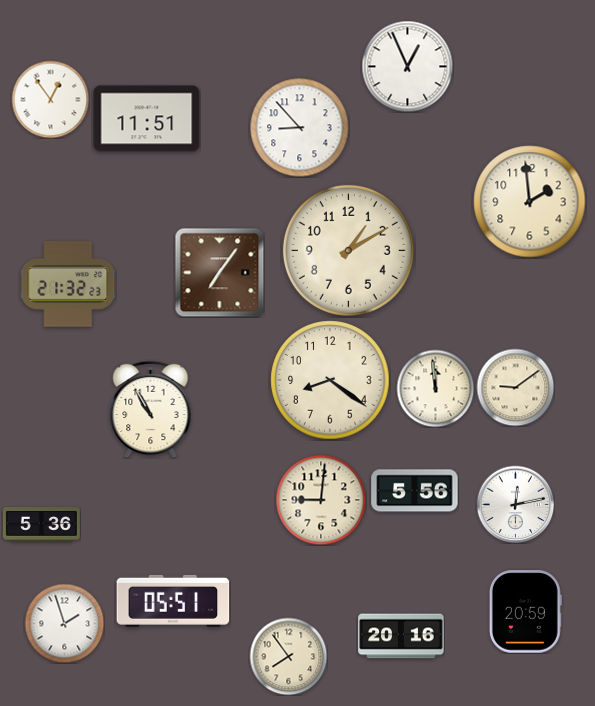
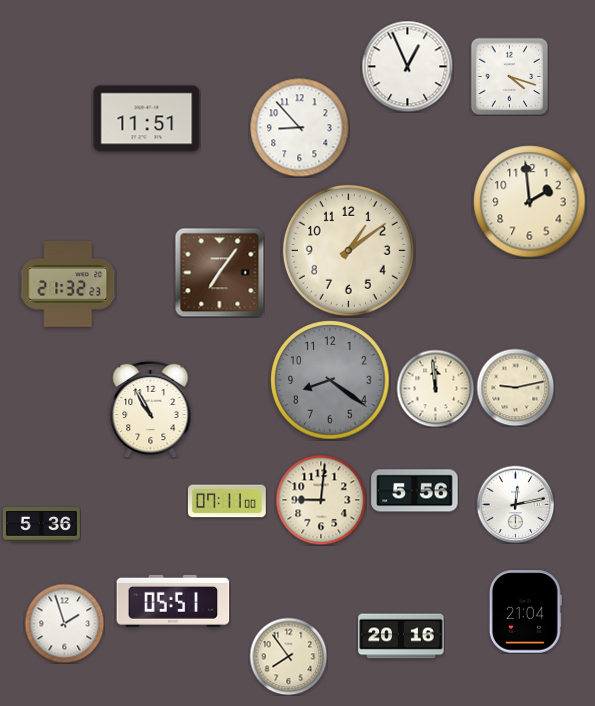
clock at (509, 76): none -> 4:18
clock at (50, 99): 12:54 -> none
clock at (348, 250): 1:10 -> 1:09
clock at (330, 380) dial: cream -> grey
clock at (515, 387): 9:09 -> 9:13
clock at (227, 501): none -> 07:11
clock at (525, 612): 20:59 -> 21:04
